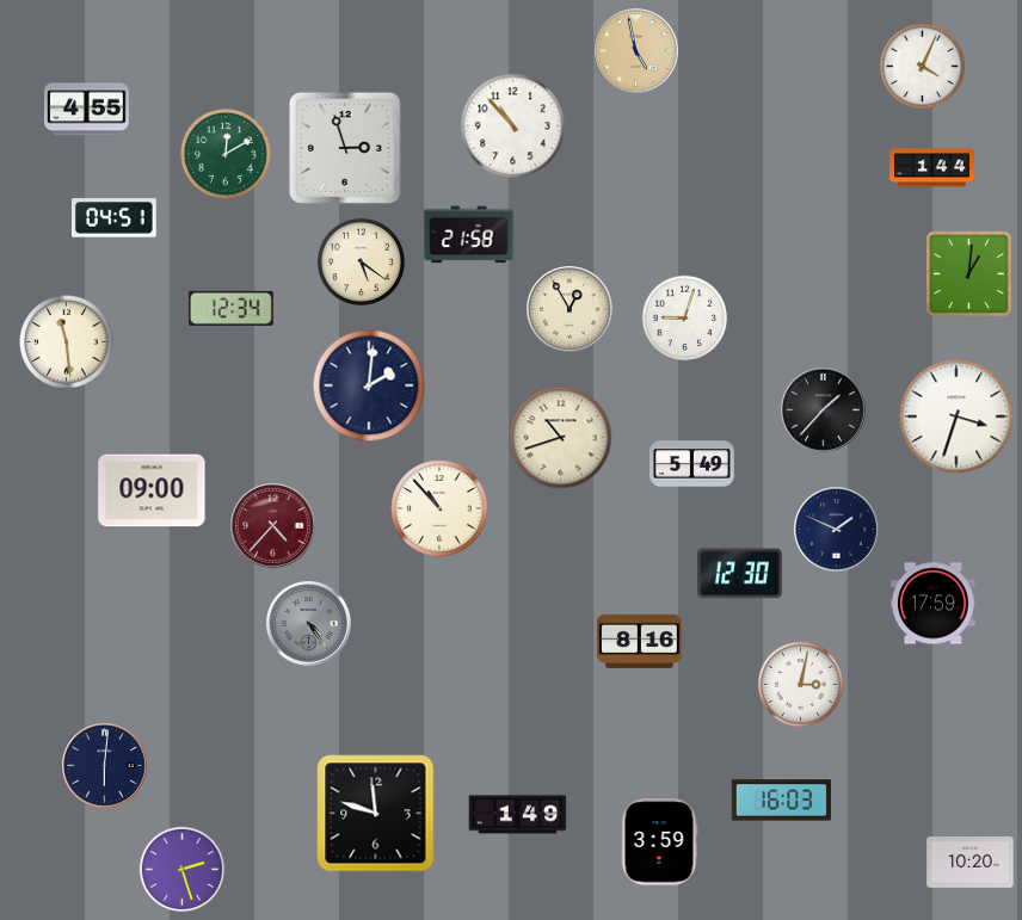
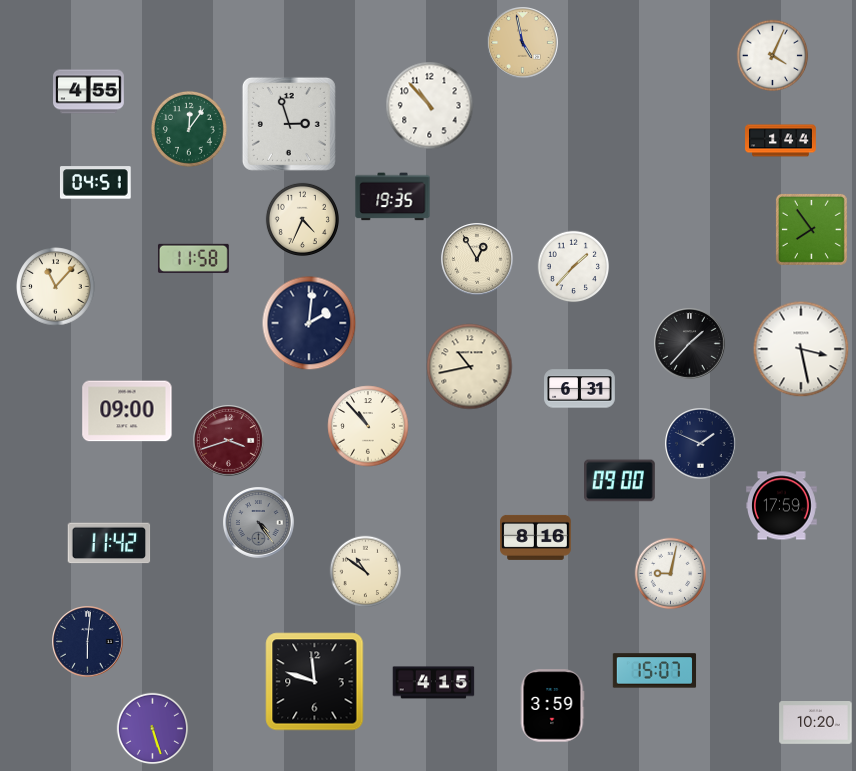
clock at (636, 51) position: (636, 51) -> (523, 43)
clock at (87, 110) position: (87, 110) -> (89, 92)
clock at (226, 154): 12:10 -> 12:06
clock at (469, 235): 21:58 -> 19:35
clock at (361, 261): 5:21 -> 4:34
clock at (968, 273): 1:01 -> 7:54
clock at (230, 308): 12:34 -> 11:58
clock at (685, 319): 9:03 -> 1:37
clock at (67, 342): 11:29 -> 11:07
clock at (956, 416): 3:33 -> 3:28
clock at (561, 438): 10:42 -> 10:43
clock at (692, 464): 5:49 -> 6:31
clock at (273, 526): 4:37 -> 3:42
clock at (740, 574): 12:30 -> 09:00
clock at (109, 543): none -> 11:42
clock at (366, 572): none -> 10:51
clock at (801, 685): 3:02 -> 9:02
clock at (782, 801): 16:03 -> 15:07
clock at (518, 815): 1:49 -> 4:15
clock at (971, 863) position: (971, 863) -> (816, 723)
clock at (183, 870): 2:27 -> 5:27
